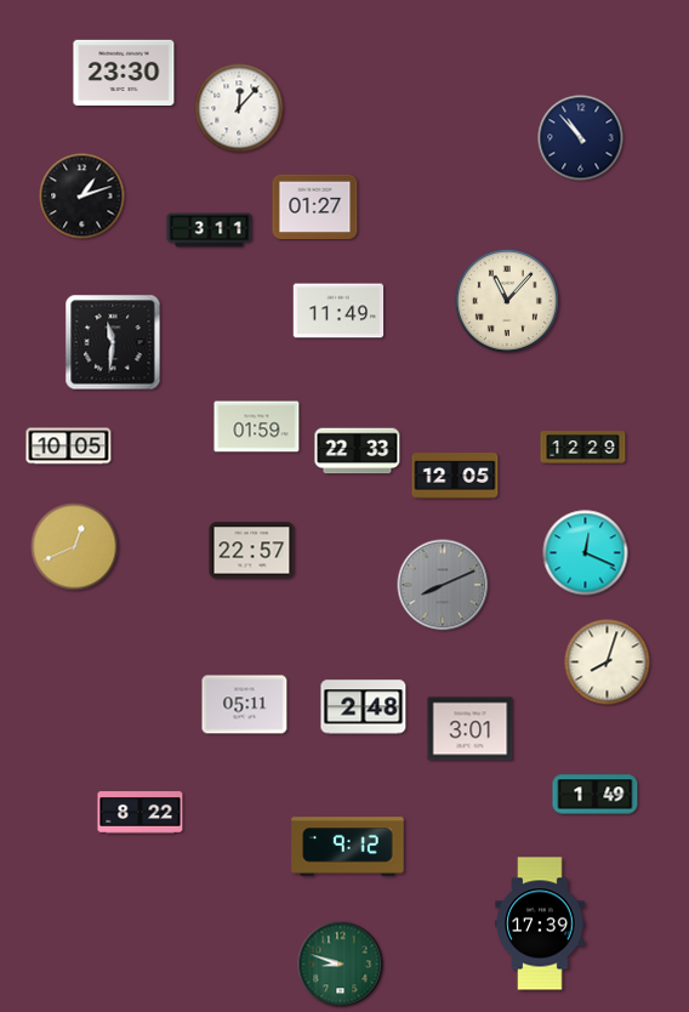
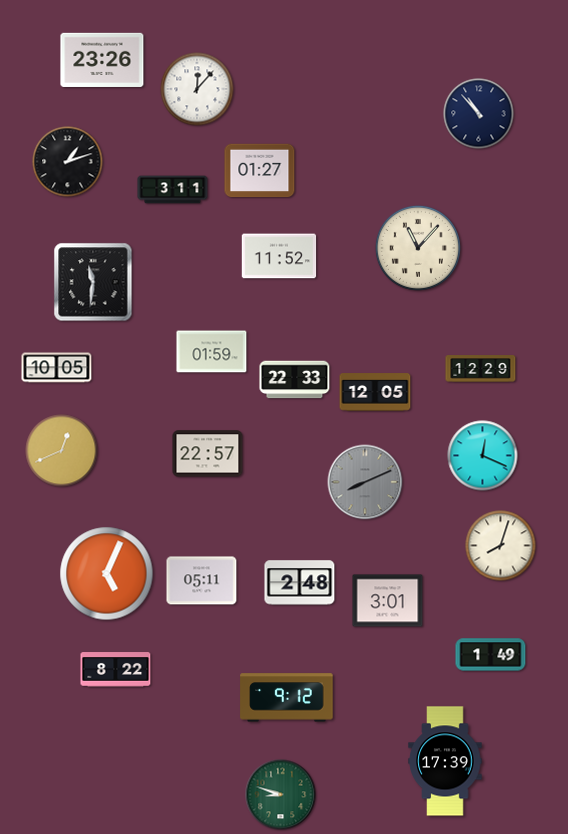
clock at (124, 72): 23:30 -> 23:26
clock at (338, 311): 11:49 -> 11:52
clock at (358, 451) position: (358, 451) -> (295, 380)
clock at (107, 574): none -> 5:04
